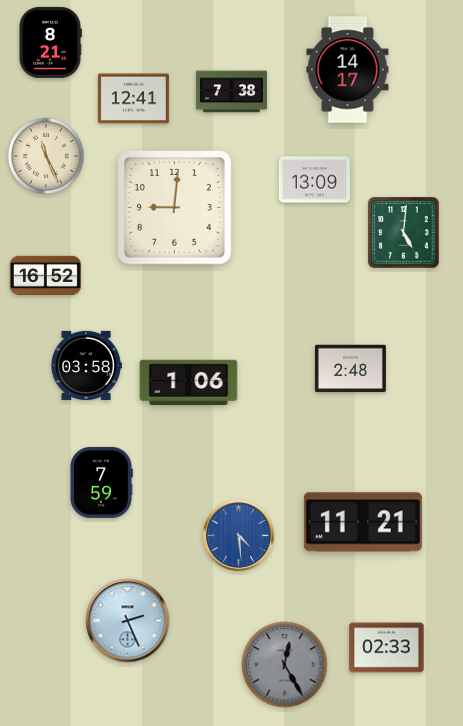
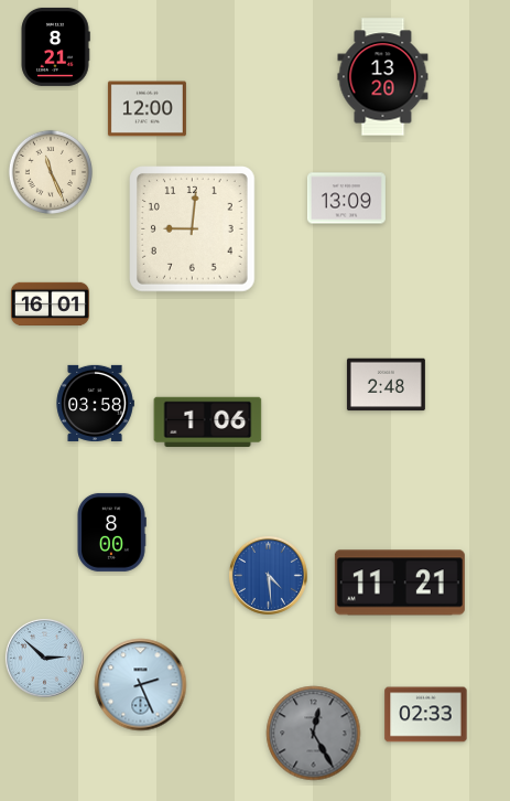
clock at (348, 70): 14:17 -> 13:20
clock at (231, 92): 7:38 -> none
clock at (133, 99): 12:41 -> 12:00
clock at (404, 233): 5:01 -> none
clock at (45, 275): 16:52 -> 16:01
clock at (350, 369) position: (350, 369) -> (386, 385)
clock at (101, 482): 7:59 -> 8:00
clock at (363, 522) position: (363, 522) -> (400, 583)
clock at (238, 535) position: (238, 535) -> (268, 575)
clock at (44, 658): none -> 2:52
